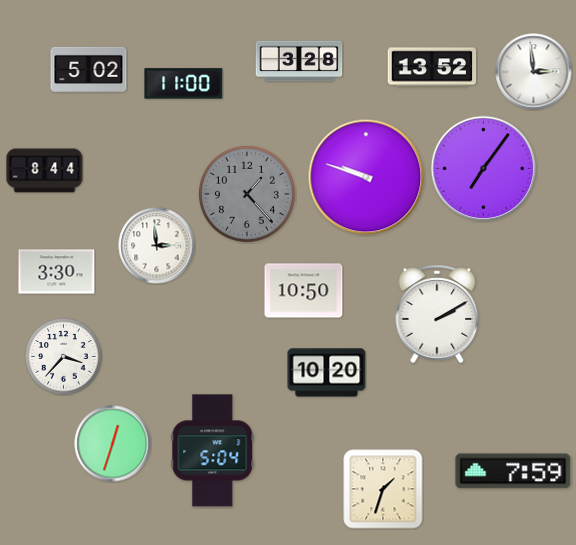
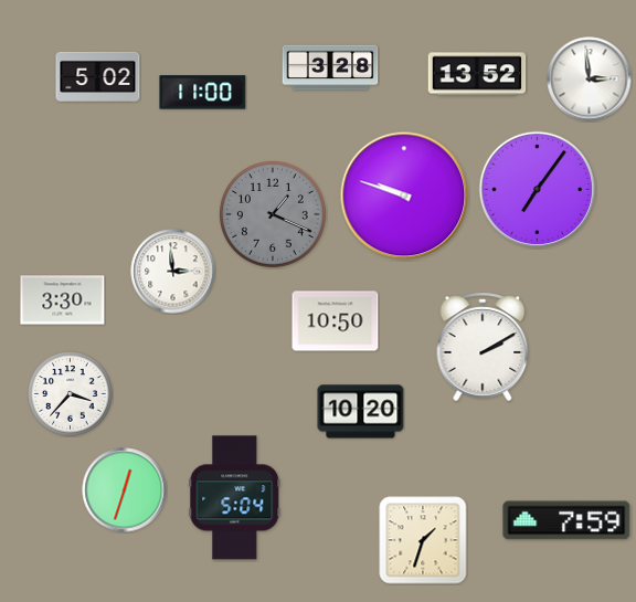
clock at (484, 169) position: (484, 169) -> (538, 190)
clock at (45, 171): 8:44 -> none
clock at (247, 194): 1:23 -> 1:19
